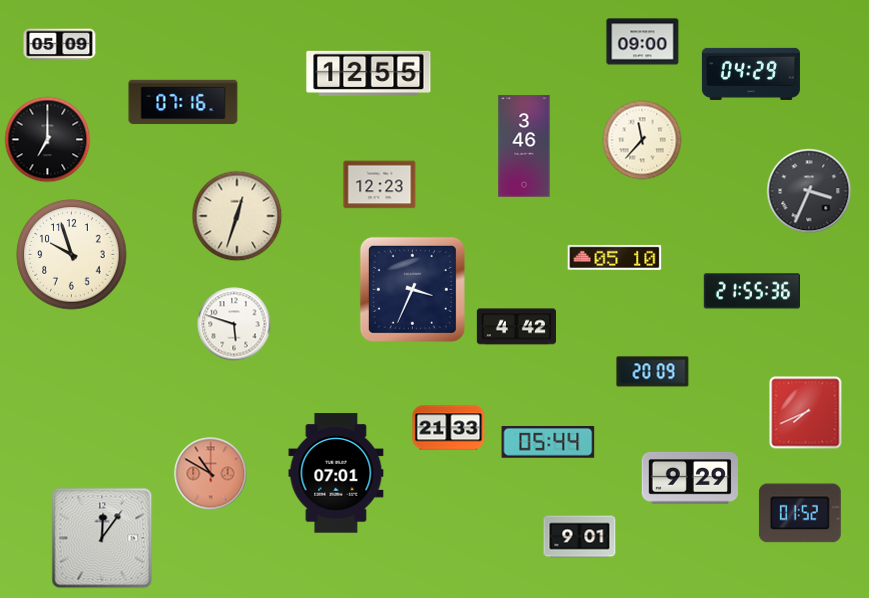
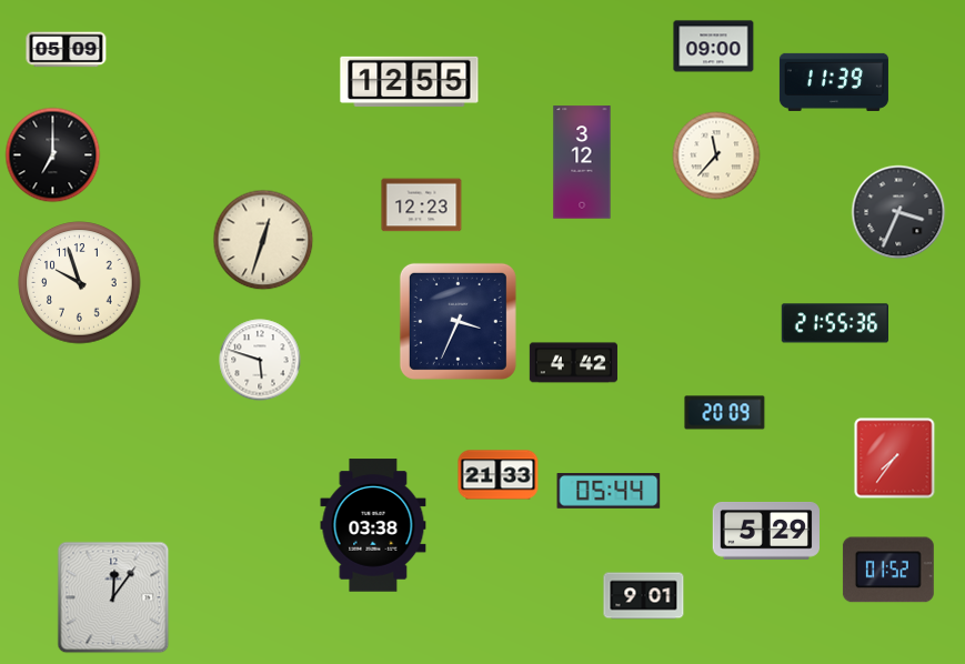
clock at (751, 74): 04:29 -> 11:39
clock at (183, 102): 07:16 -> none
clock at (642, 140) position: (642, 140) -> (716, 155)
clock at (524, 146): 3:46 -> 3:12
clock at (615, 257): 05:10 -> none
clock at (806, 413): 7:41 -> 7:36
clock at (336, 473): 07:01 -> 03:38
clock at (211, 474): 10:50 -> none
clock at (689, 478): 9:29 -> 5:29
